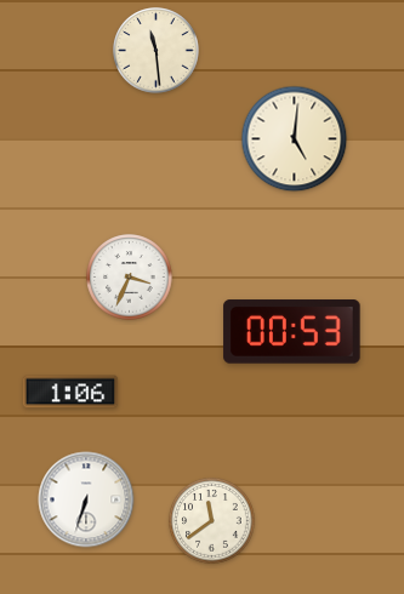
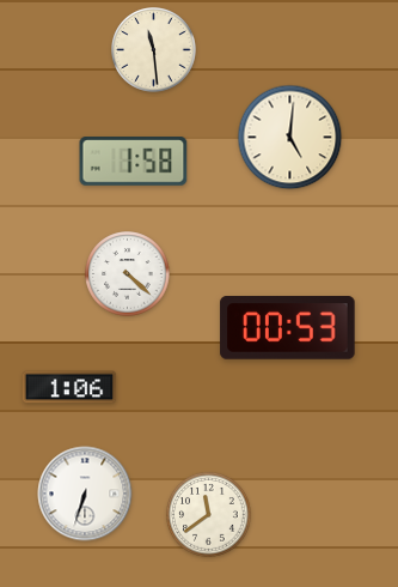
clock at (134, 162): none -> 1:58
clock at (130, 278): 3:34 -> 4:22
